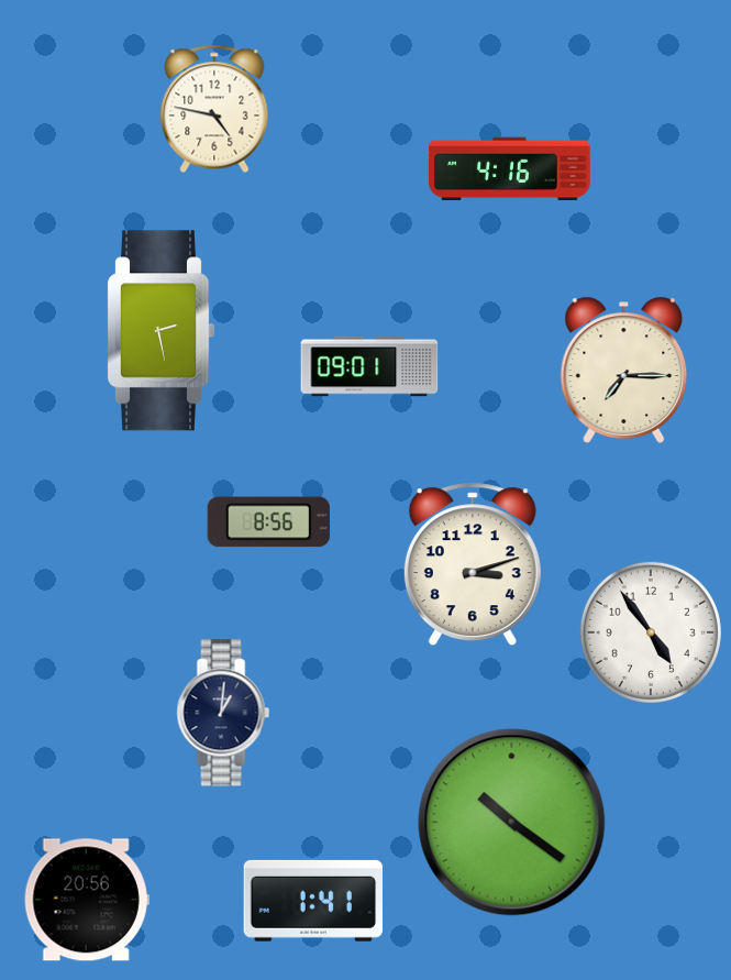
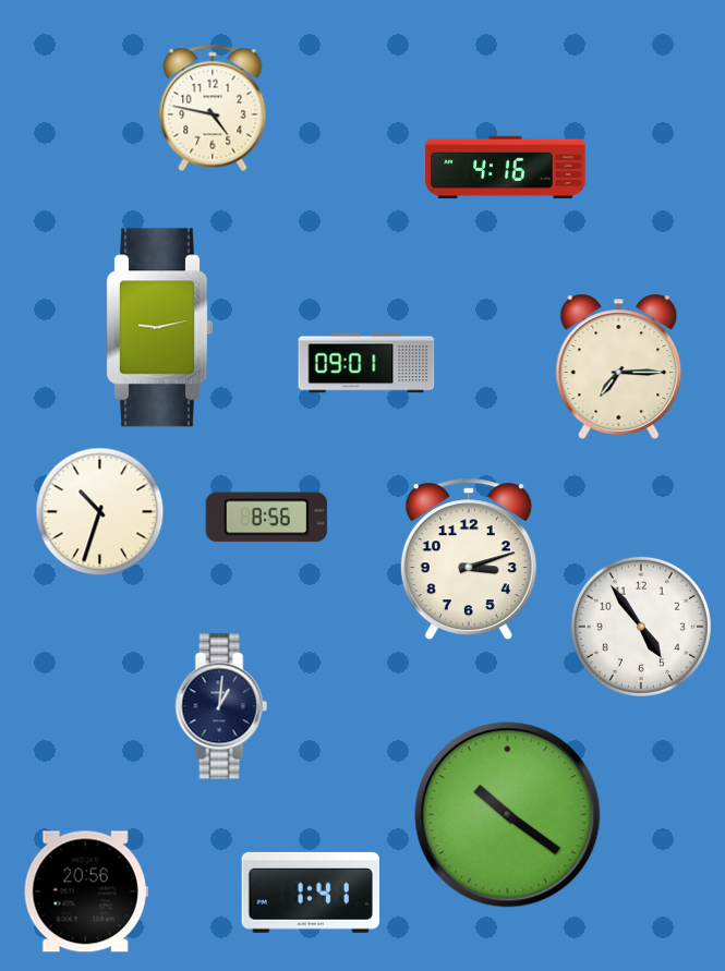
clock at (160, 331): 2:28 -> 9:13
clock at (100, 512): none -> 10:33
clock at (651, 632) position: (651, 632) -> (641, 627)
